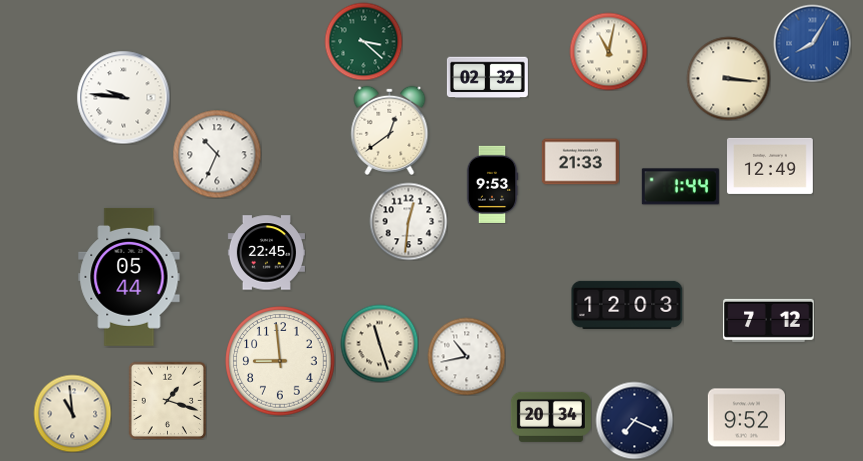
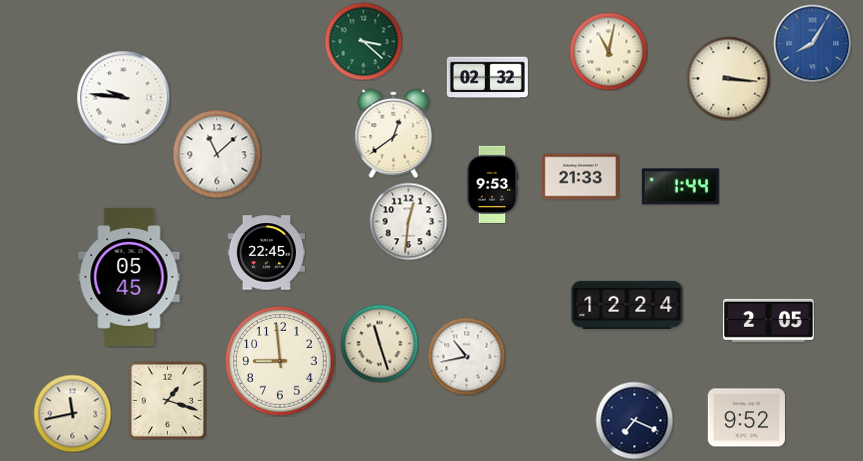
clock at (390, 130) position: (390, 130) -> (394, 133)
clock at (217, 154): 10:34 -> 11:08
clock at (580, 162) position: (580, 162) -> (580, 177)
clock at (770, 166): 12:49 -> none
clock at (129, 277): 05:44 -> 05:45
clock at (627, 305): 12:03 -> 12:24
clock at (769, 320): 7:12 -> 2:05
clock at (72, 413): 10:59 -> 11:43
clock at (551, 417): 20:34 -> none
